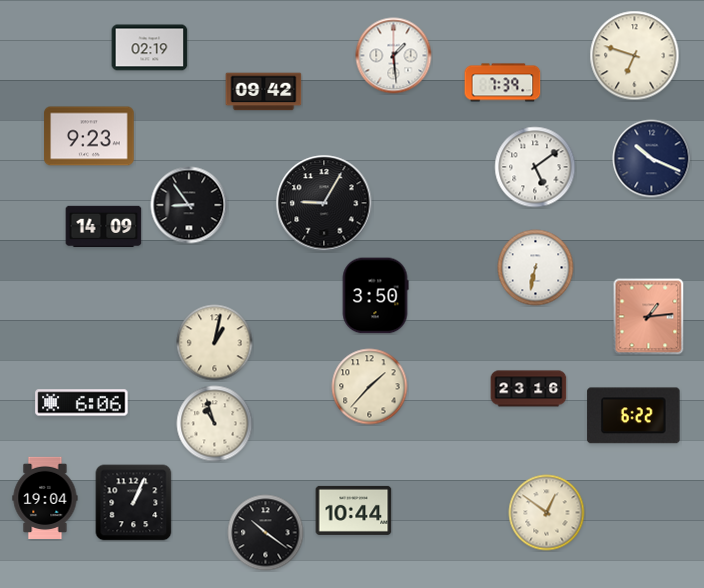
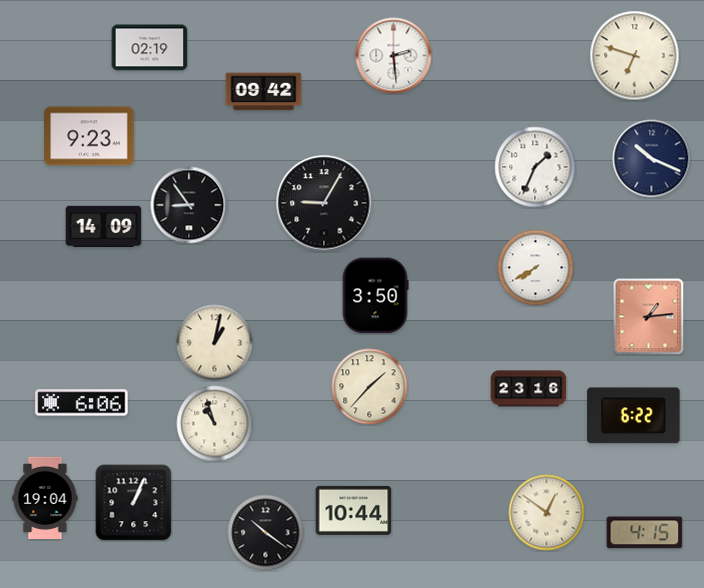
clock at (394, 56): 1:29 -> 2:29
clock at (503, 83): 7:39 -> none
clock at (535, 167): 5:09 -> 1:34
clock at (536, 268): 6:32 -> 7:40
clock at (645, 533): none -> 4:15
